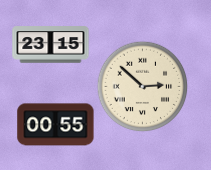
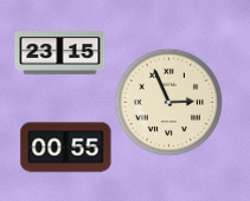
clock at (142, 86): 2:52 -> 2:56
